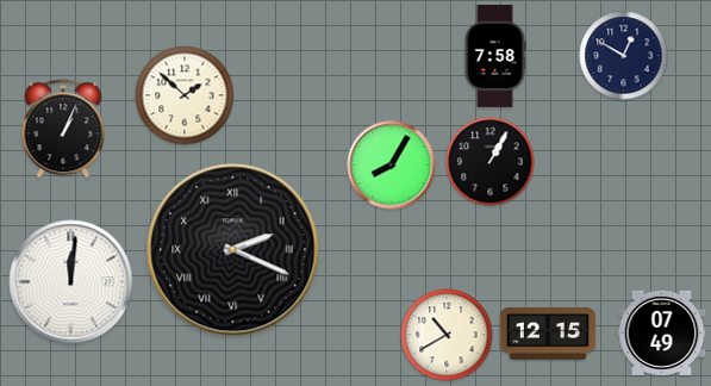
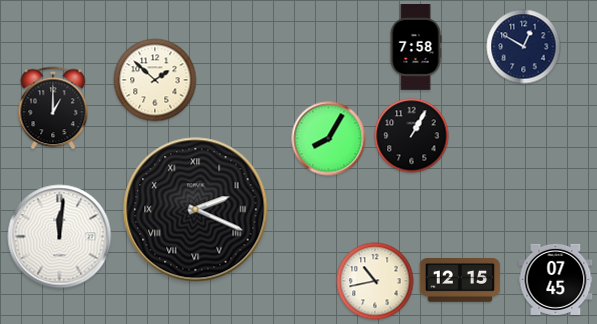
clock at (63, 129): 1:04 -> 1:00
clock at (662, 332): 07:49 -> 07:45
clock at (447, 335): 10:40 -> 10:43
